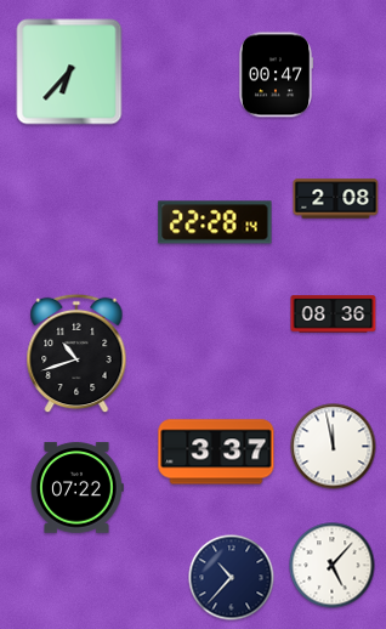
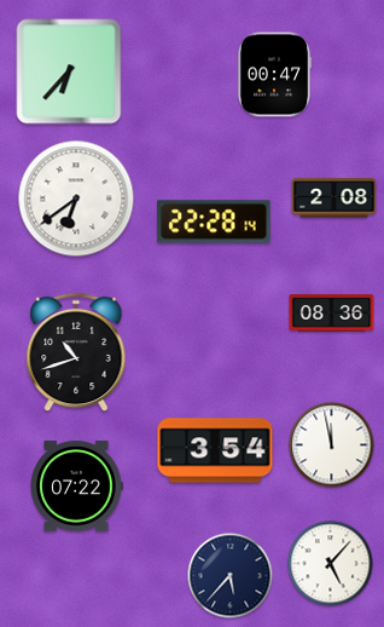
clock at (76, 199): none -> 6:39
clock at (216, 452): 3:37 -> 3:54
clock at (232, 578): 10:37 -> 5:37
